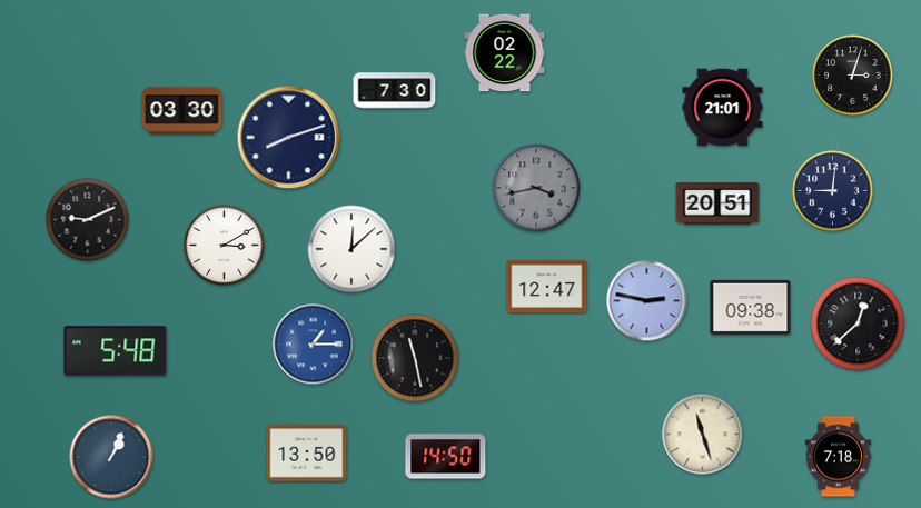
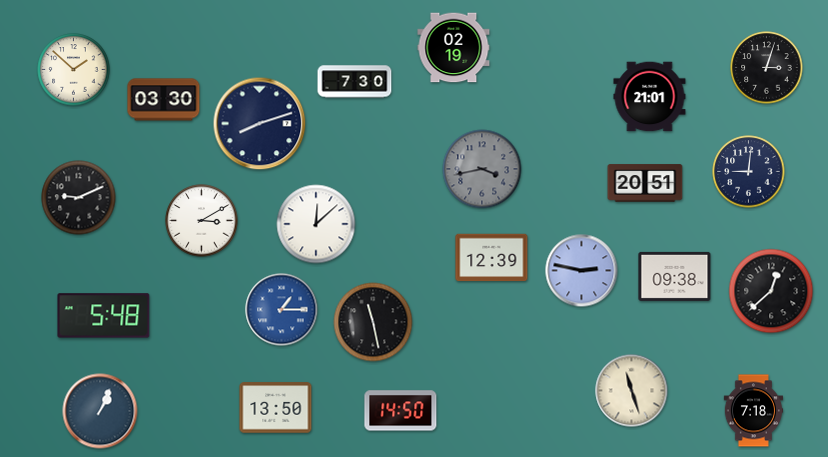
clock at (505, 53): 02:22 -> 02:19
clock at (74, 70): none -> 1:52
clock at (547, 287): 12:47 -> 12:39
